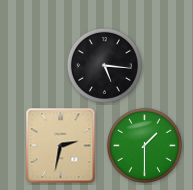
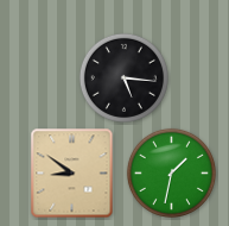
clock at (144, 145): 1:30 -> 1:32
clock at (61, 146): 2:32 -> 8:51
